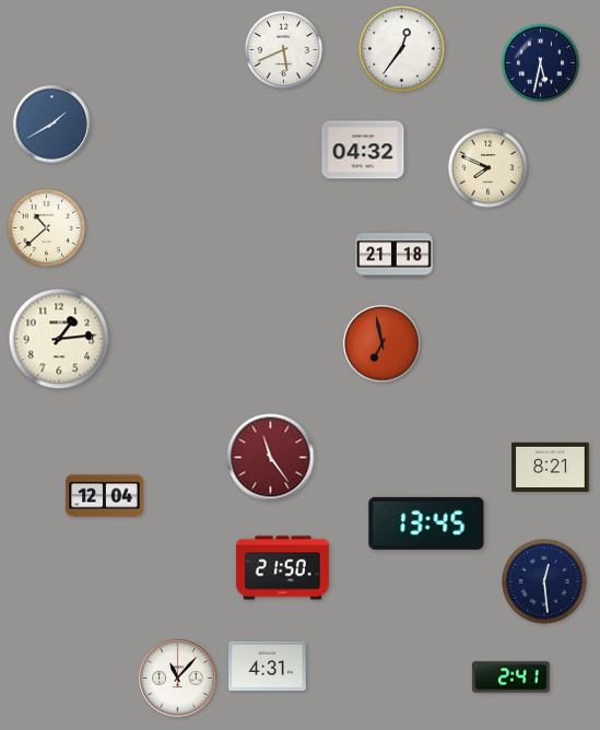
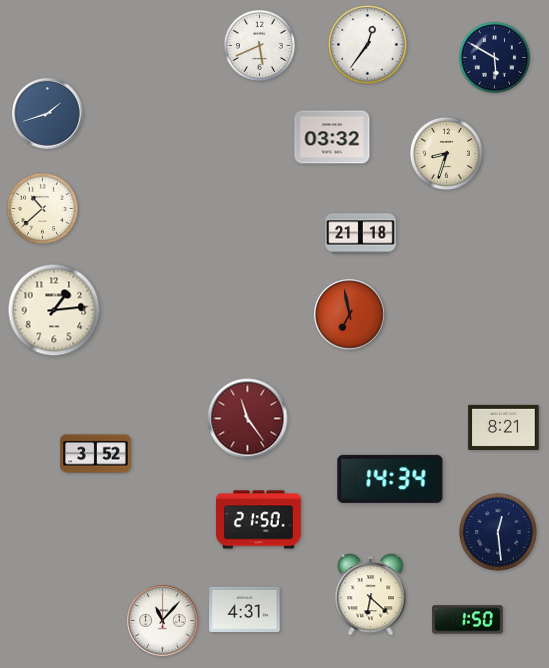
clock at (540, 62): 5:32 -> 5:50
clock at (52, 125): 1:40 -> 1:42
clock at (363, 150): 04:32 -> 03:32
clock at (487, 167): 7:49 -> 8:33
clock at (105, 496): 12:04 -> 3:52
clock at (426, 523): 13:45 -> 14:34
clock at (371, 595): none -> 6:22
clock at (511, 678): 2:41 -> 1:50
